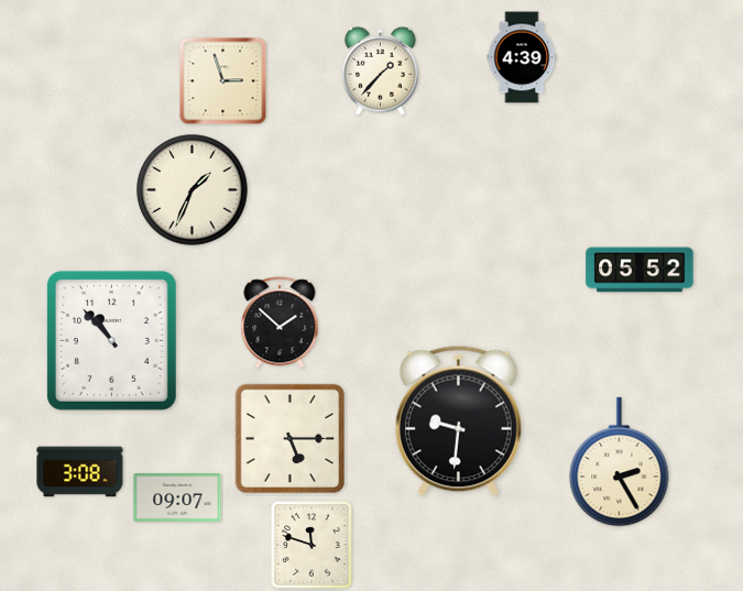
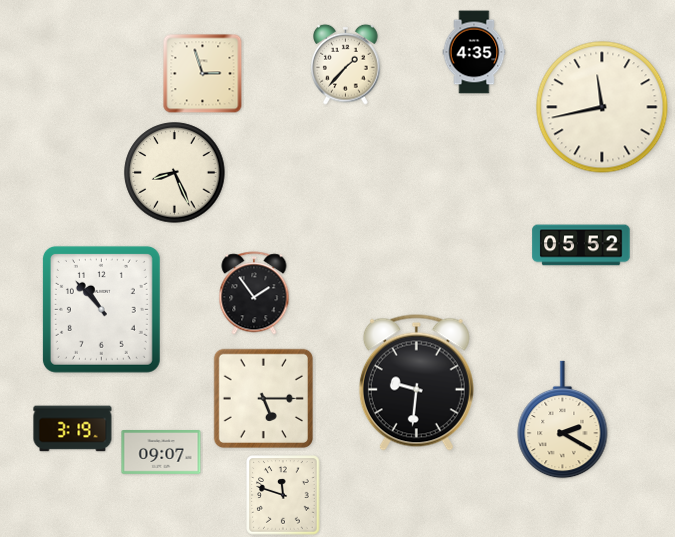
clock at (522, 57): 4:39 -> 4:35
clock at (602, 107): none -> 11:43
clock at (193, 190): 1:34 -> 8:26
clock at (280, 322): 1:52 -> 1:54
clock at (620, 462): 2:25 -> 2:20
clock at (80, 472): 3:08 -> 3:19
